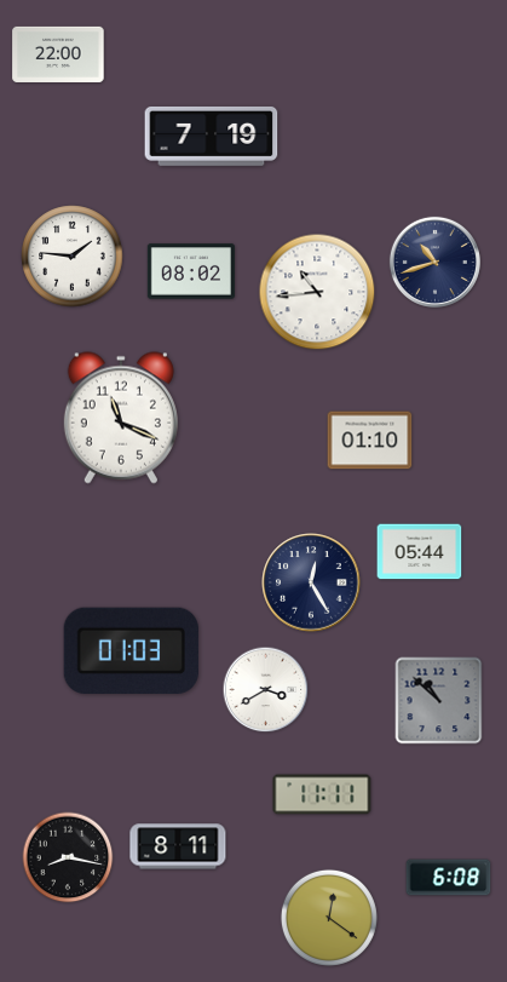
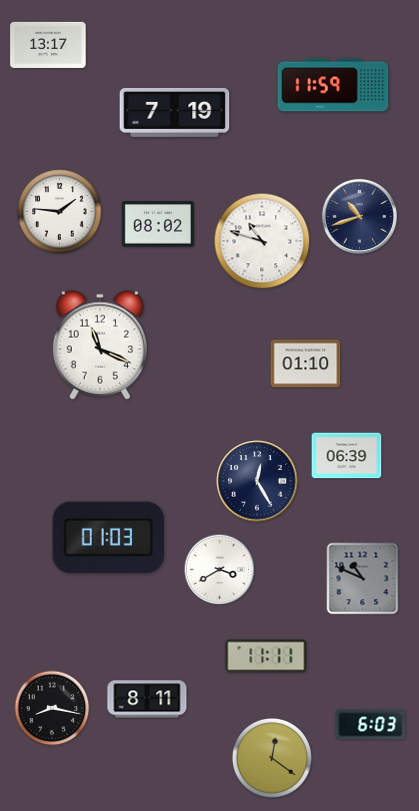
clock at (58, 54): 22:00 -> 13:17
clock at (333, 85): none -> 11:59
clock at (317, 292): 10:44 -> 10:48
clock at (420, 552): 05:44 -> 06:39
clock at (439, 701): 10:52 -> 10:49
clock at (68, 857) position: (68, 857) -> (52, 708)
clock at (449, 878): 6:08 -> 6:03
